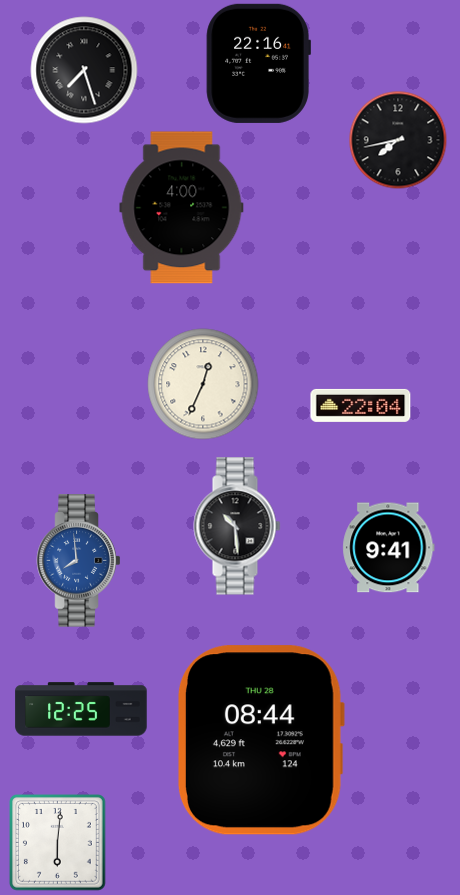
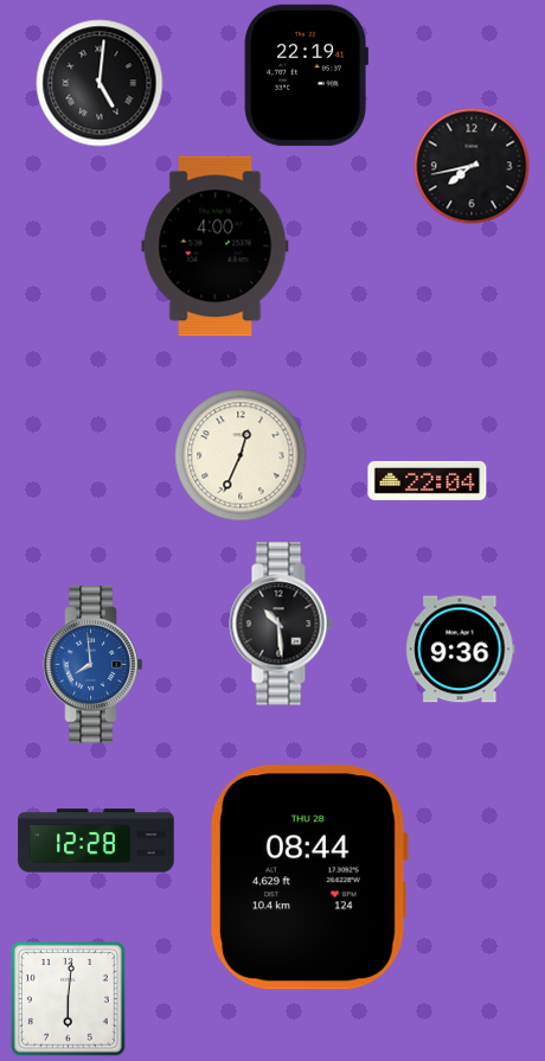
clock at (258, 63): 22:16 -> 22:19
clock at (84, 70): 7:27 -> 5:01
clock at (389, 548): 9:41 -> 9:36
clock at (81, 709): 12:25 -> 12:28
